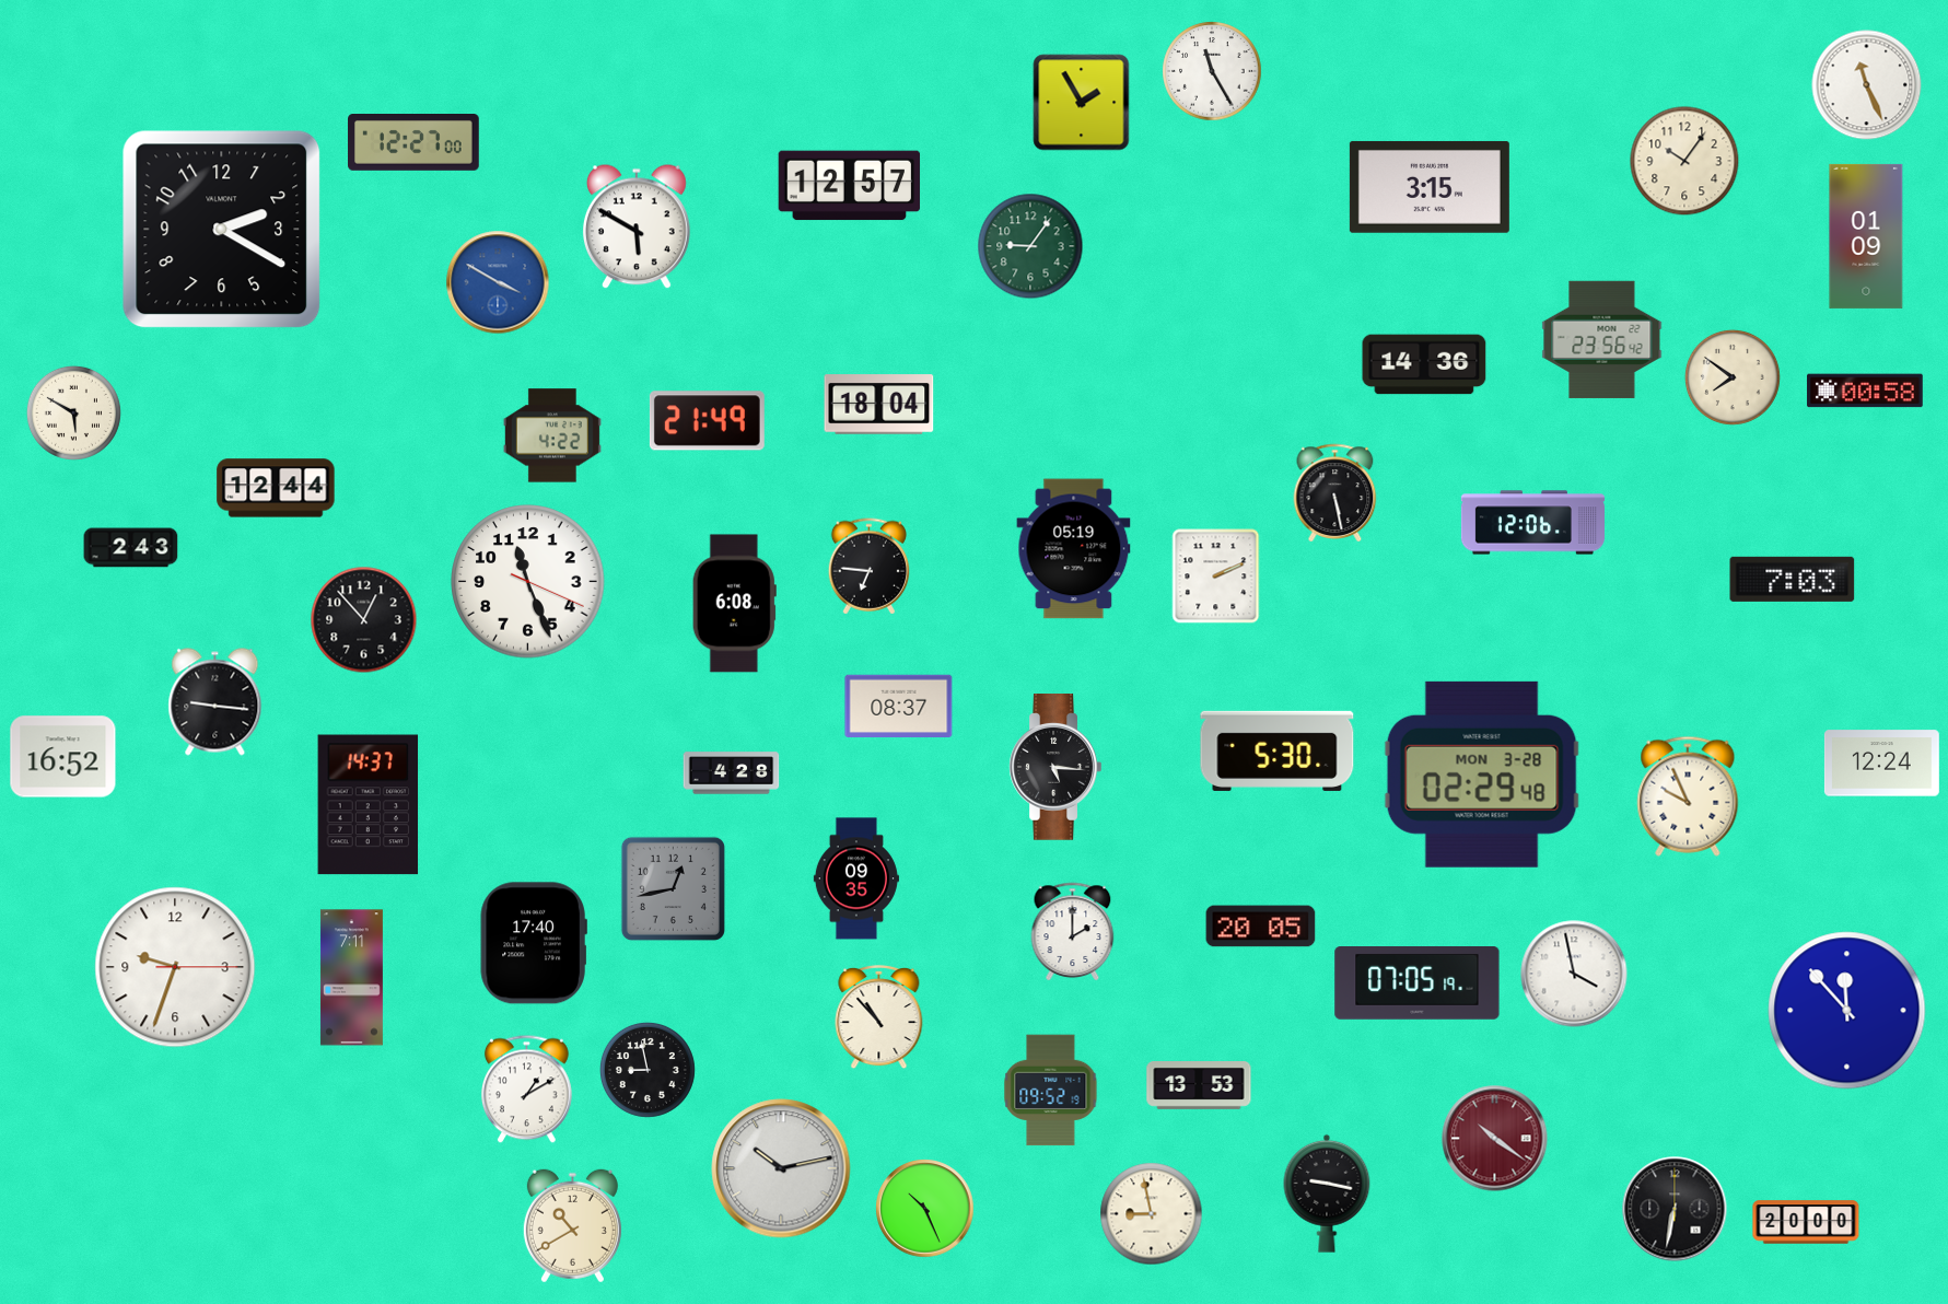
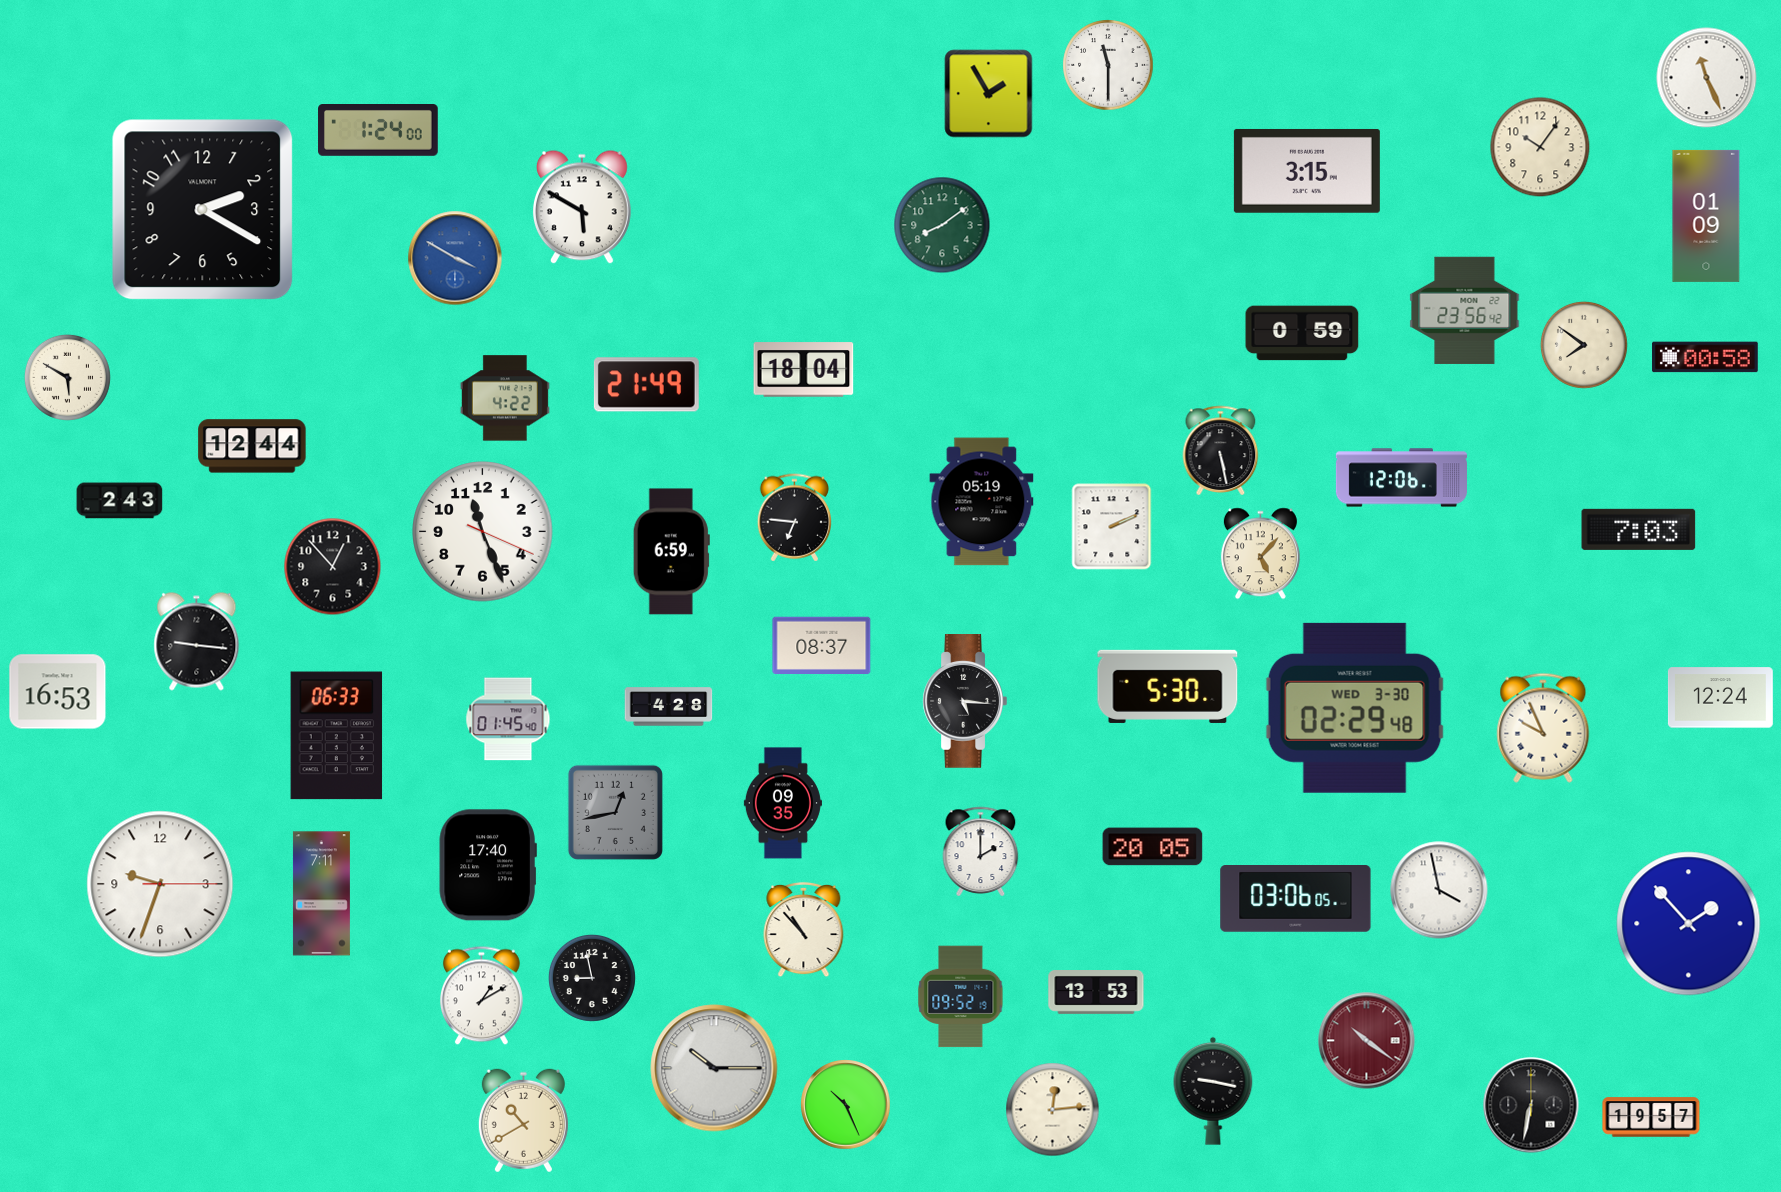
clock at (1212, 71): 11:25 -> 11:30
clock at (413, 143): 12:27 -> 1:24
clock at (850, 186): 12:57 -> none
clock at (1030, 246): 9:06 -> 8:09
clock at (1424, 364): 14:36 -> 0:59
clock at (734, 604): 6:08 -> 6:59
clock at (1260, 554): none -> 5:07
clock at (63, 757): 16:52 -> 16:53
clock at (1482, 775) date: MON 3-28 -> WED 3-30
clock at (508, 719): none -> 01:45
clock at (369, 805): 14:37 -> 06:33
clock at (534, 943) position: (534, 943) -> (488, 865)
clock at (1418, 983): 07:05 -> 03:06
clock at (1847, 1011): 11:53 -> 1:53
clock at (781, 1168): 10:13 -> 10:15
clock at (1152, 1214): 8:58 -> 12:14
clock at (1806, 1222): 20:00 -> 19:57
